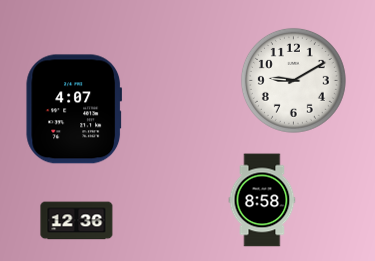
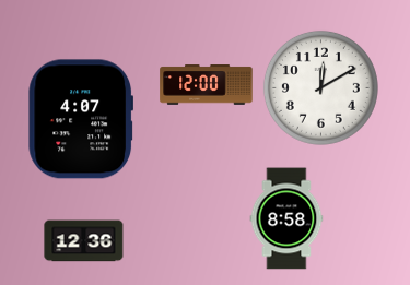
clock at (207, 85): none -> 12:00
clock at (293, 80): 9:10 -> 12:10
